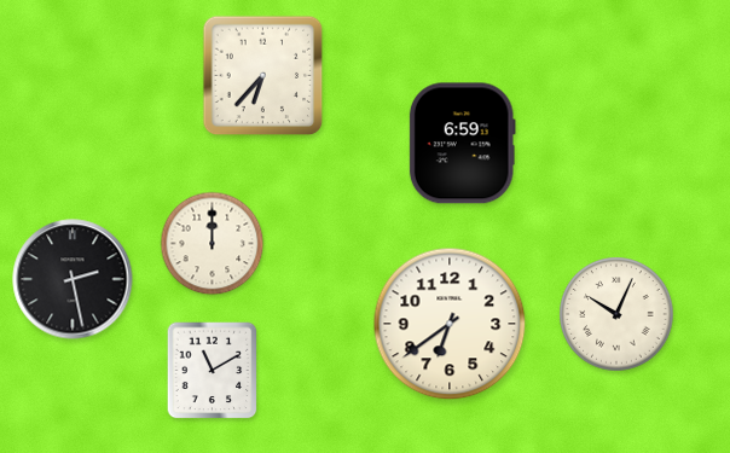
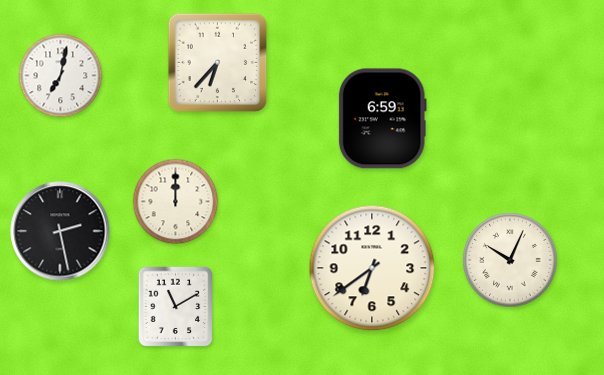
clock at (61, 76): none -> 7:02
